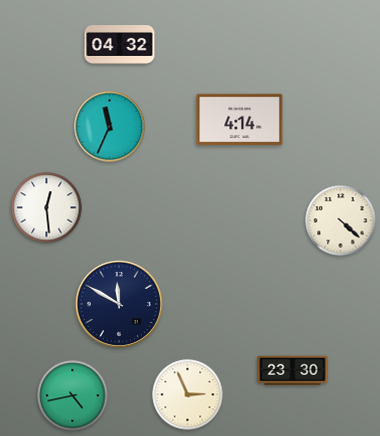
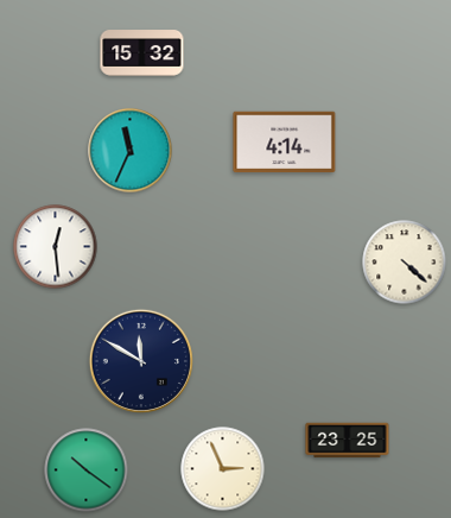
clock at (120, 45): 04:32 -> 15:32
clock at (293, 371): 23:30 -> 23:25
clock at (73, 396): 4:43 -> 10:21
